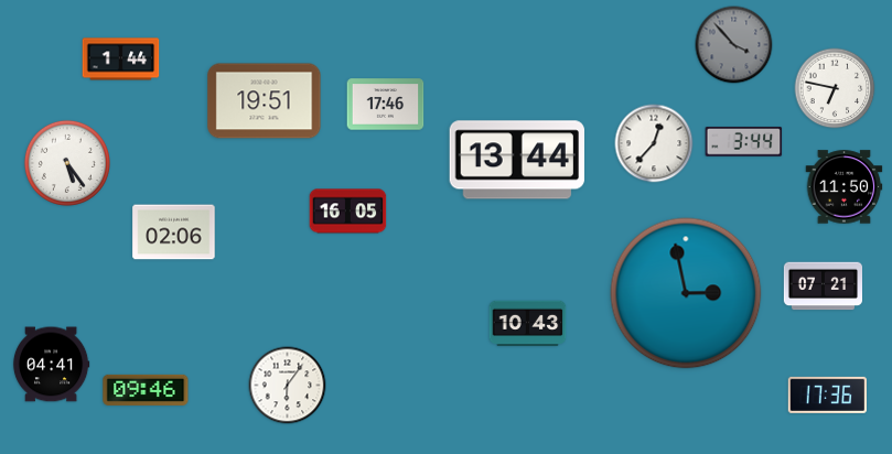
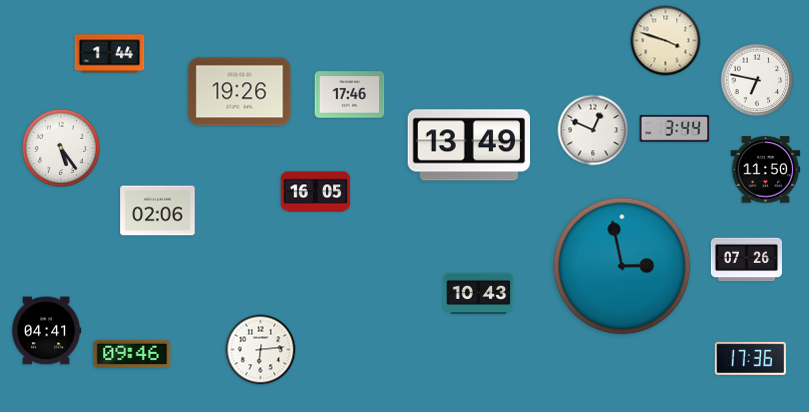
clock at (734, 45): 3:53 -> 3:48
clock at (734, 45) dial: grey -> cream
clock at (265, 101): 19:51 -> 19:26
clock at (654, 143): 12:37 -> 12:49
clock at (516, 160): 13:44 -> 13:49
clock at (823, 287): 07:21 -> 07:26
clock at (288, 386): 6:06 -> 6:14
